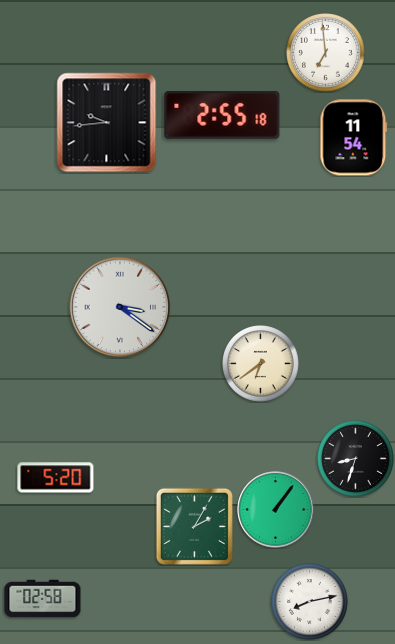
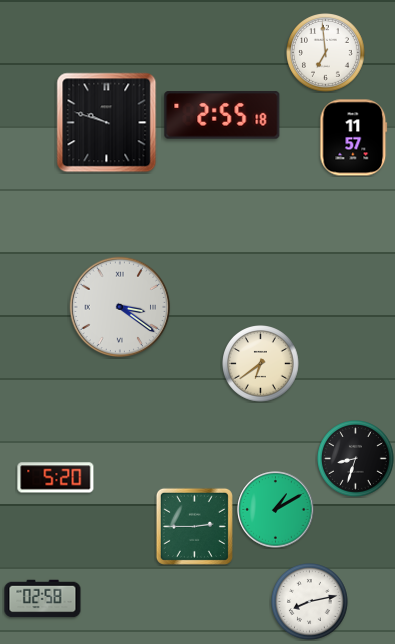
clock at (107, 123): 9:44 -> 9:48
clock at (354, 138): 11:54 -> 11:57
clock at (276, 510): 1:06 -> 1:10
clock at (194, 526): 2:05 -> 2:45
